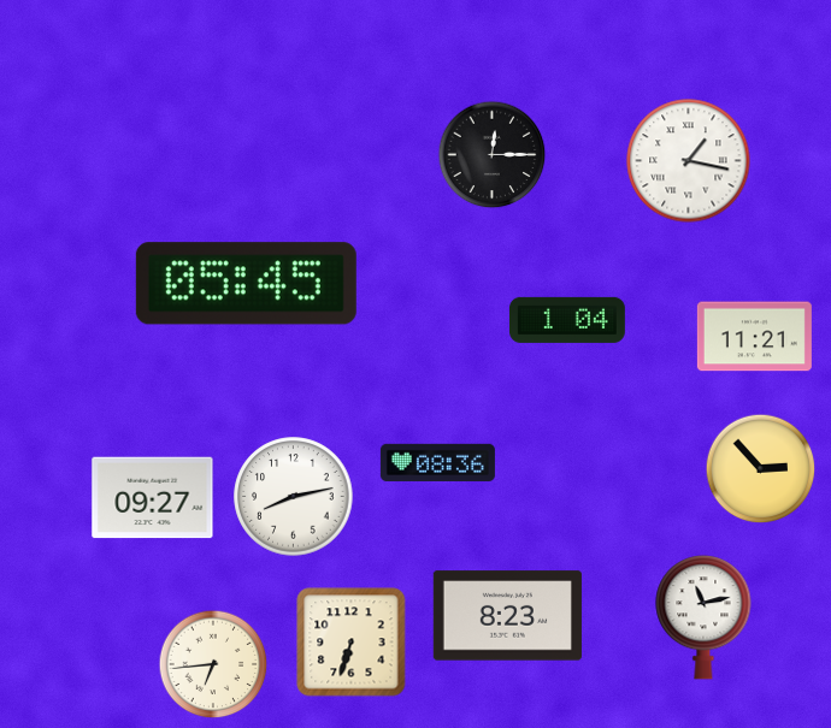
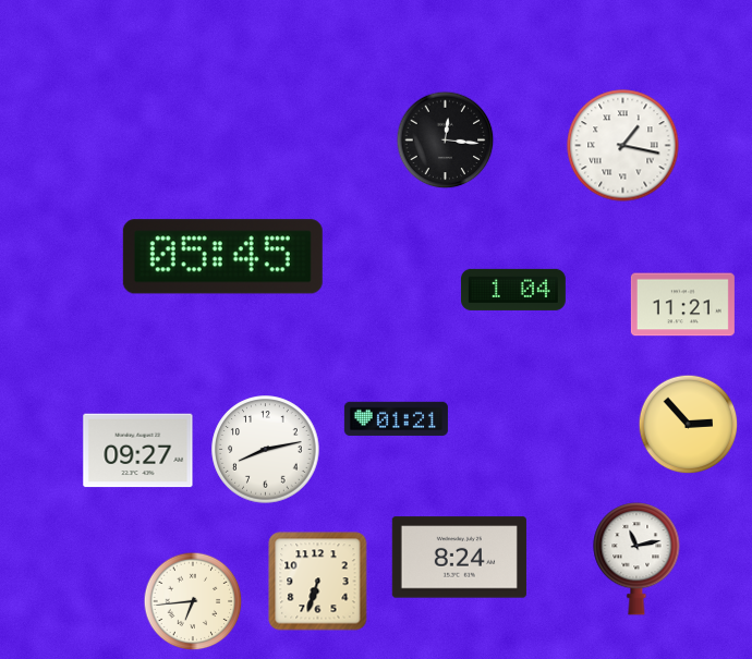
clock at (493, 155): 12:15 -> 12:16
clock at (437, 462): 08:36 -> 01:21
clock at (507, 616): 8:23 -> 8:24
